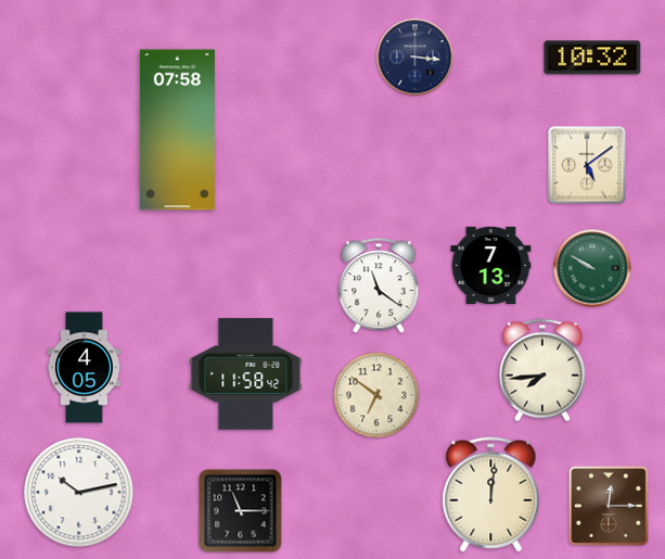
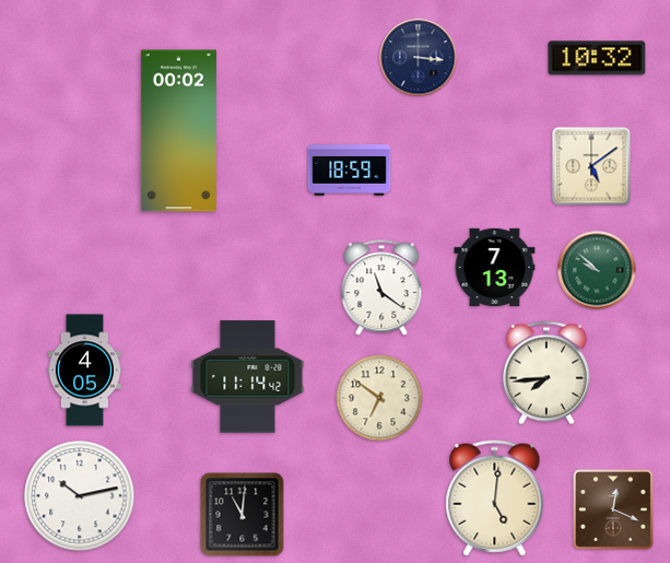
clock at (177, 130): 07:58 -> 00:02
clock at (350, 171): none -> 18:59
clock at (592, 268): 9:50 -> 9:52
clock at (246, 374): 11:58 -> 11:14
clock at (491, 495): 12:01 -> 5:01
clock at (609, 506): 12:15 -> 12:19
clock at (241, 511): 11:15 -> 11:01
